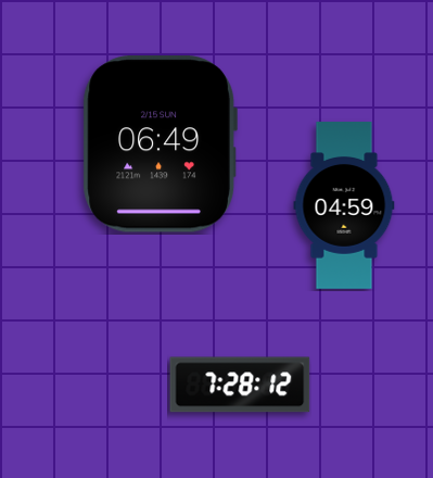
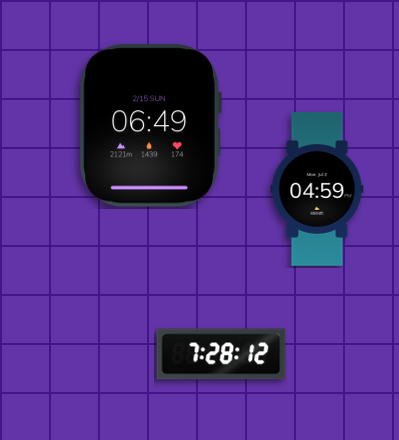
clock at (160, 144) position: (160, 144) -> (150, 126)
